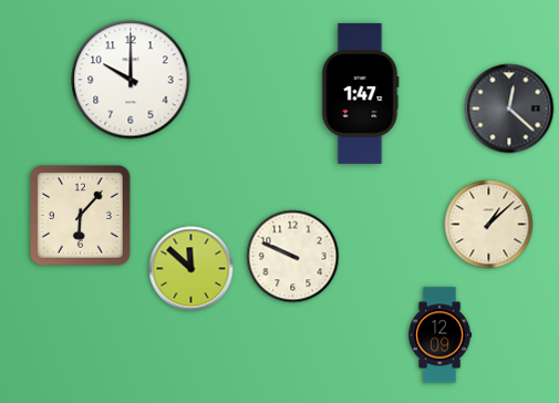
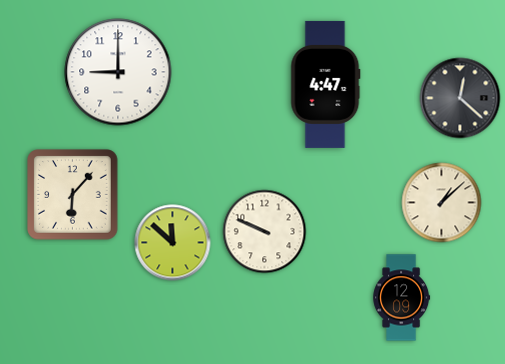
clock at (131, 80): 10:00 -> 9:00
clock at (361, 93): 1:47 -> 4:47
clock at (441, 335) position: (441, 335) -> (402, 298)
